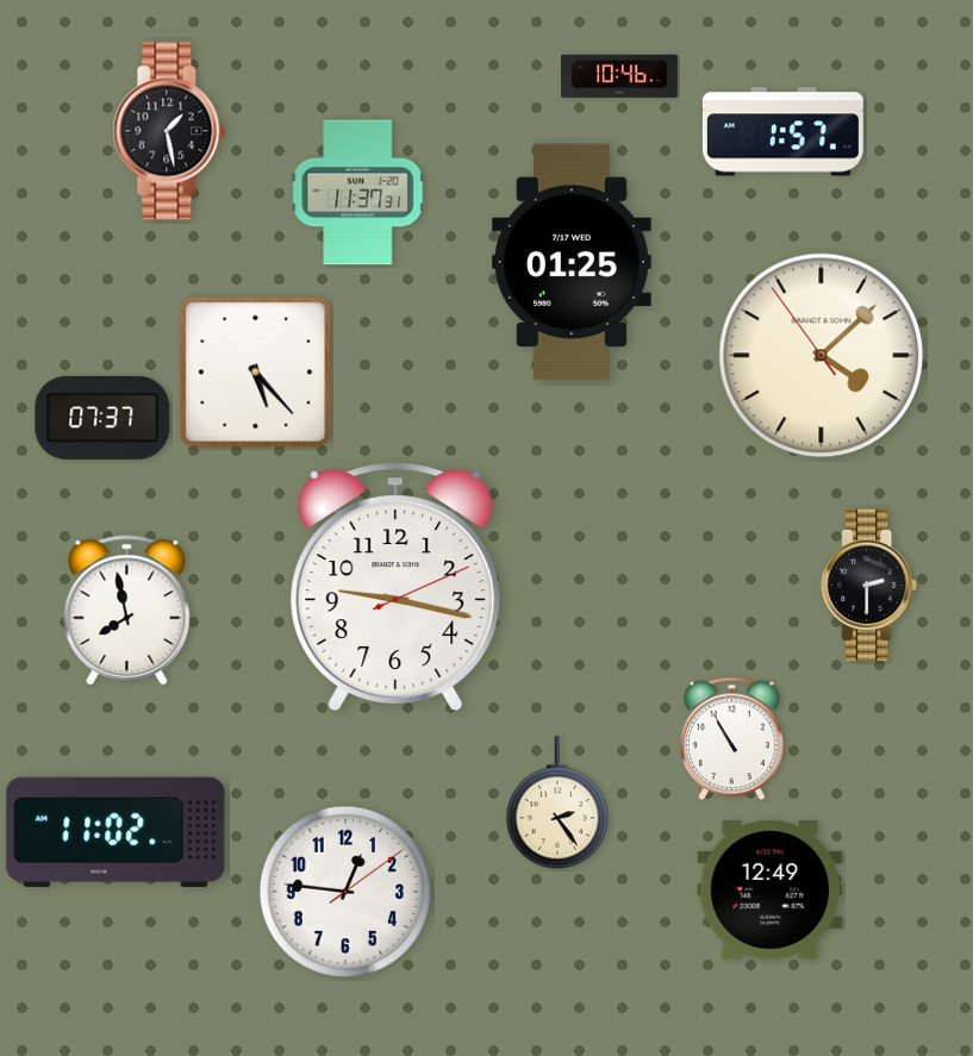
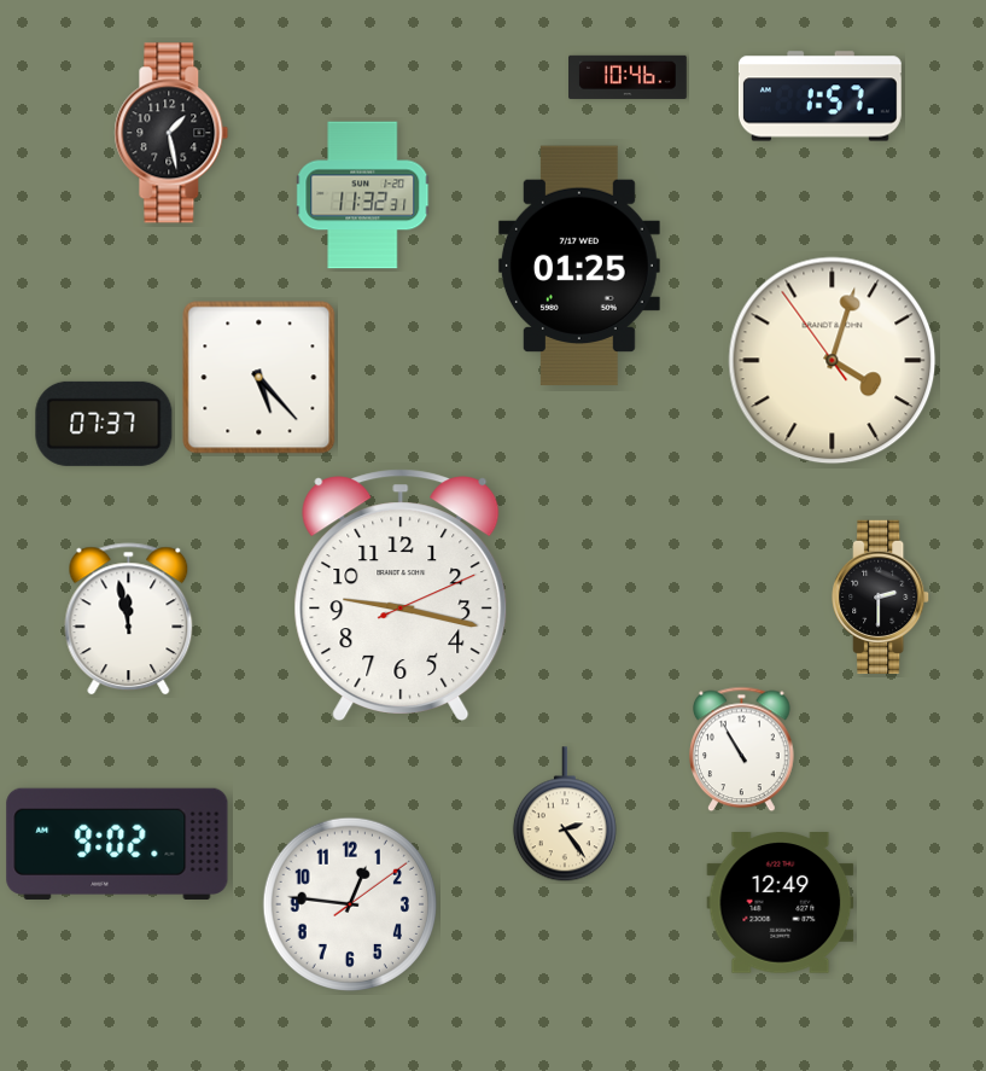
clock at (782, 132) position: (782, 132) -> (819, 97)
clock at (358, 193): 11:37 -> 11:32
clock at (822, 356): 4:07 -> 4:02
clock at (869, 585) position: (869, 585) -> (881, 596)
clock at (127, 611): 7:58 -> 11:58
clock at (116, 831): 11:02 -> 9:02
